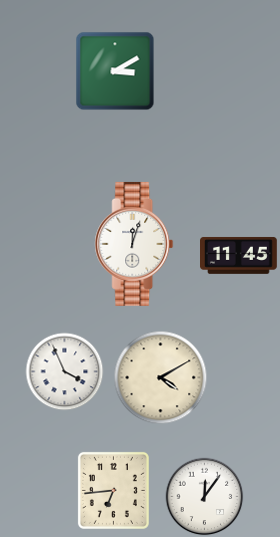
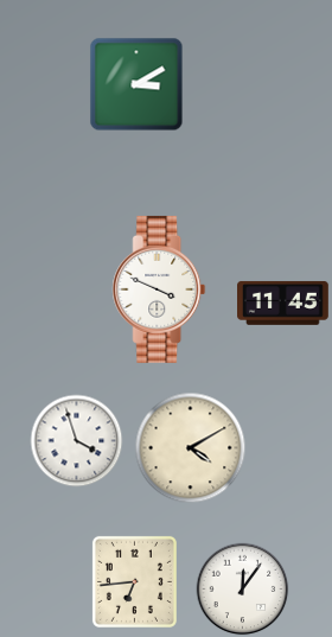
clock at (134, 244): 12:03 -> 3:49
clock at (64, 371): 3:56 -> 3:57
